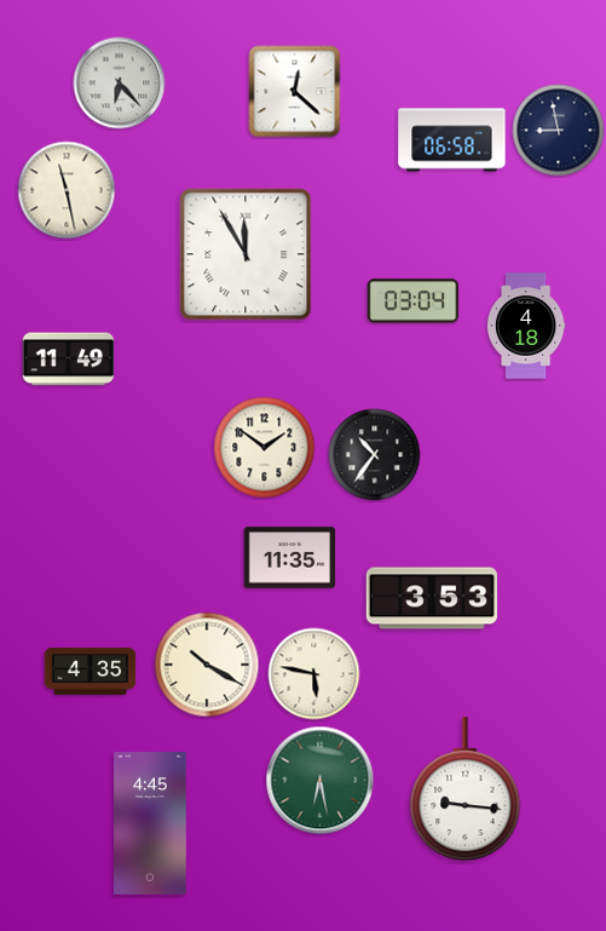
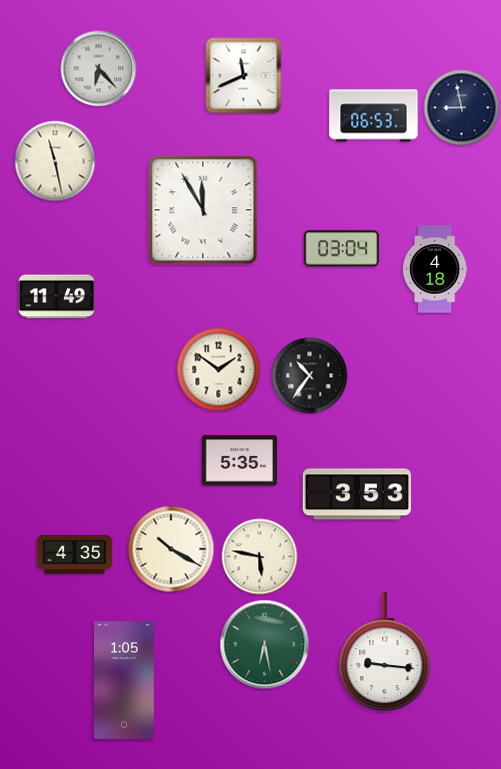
clock at (295, 92): 12:22 -> 11:41
clock at (452, 140): 06:58 -> 06:53
clock at (67, 190) position: (67, 190) -> (55, 161)
clock at (290, 558): 11:35 -> 5:35
clock at (151, 823): 4:45 -> 1:05
